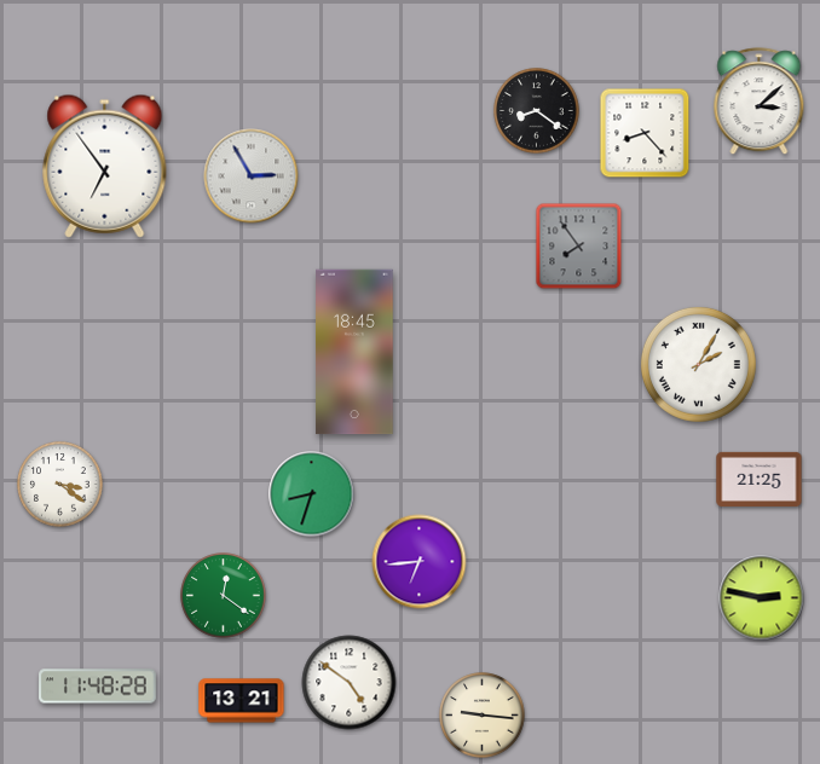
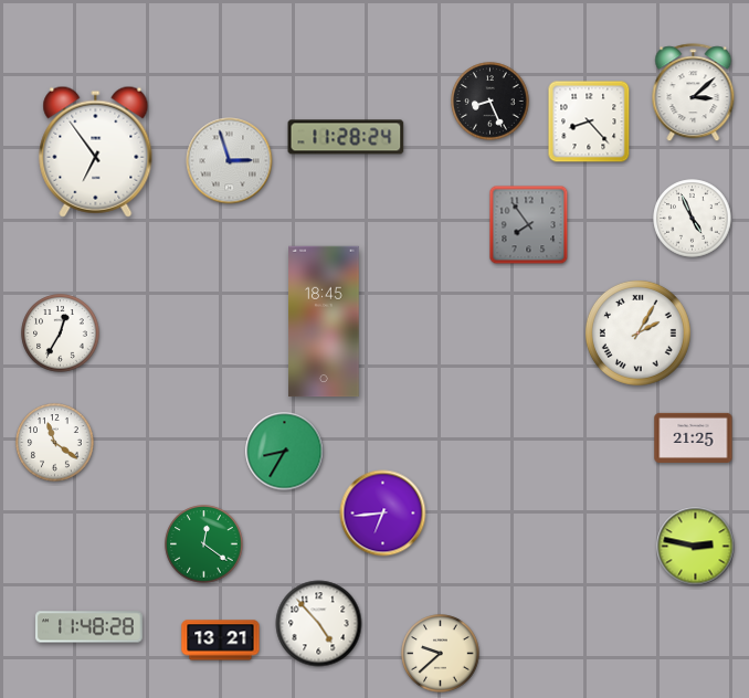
clock at (537, 111): 8:21 -> 8:26
clock at (346, 137): none -> 11:28
clock at (252, 176): 2:55 -> 2:57
clock at (693, 219): none -> 4:56
clock at (61, 334): none -> 12:35
clock at (60, 485): 3:21 -> 11:21
clock at (312, 494): 8:33 -> 8:35
clock at (350, 683): 4:51 -> 4:53
clock at (483, 716): 9:16 -> 9:38
